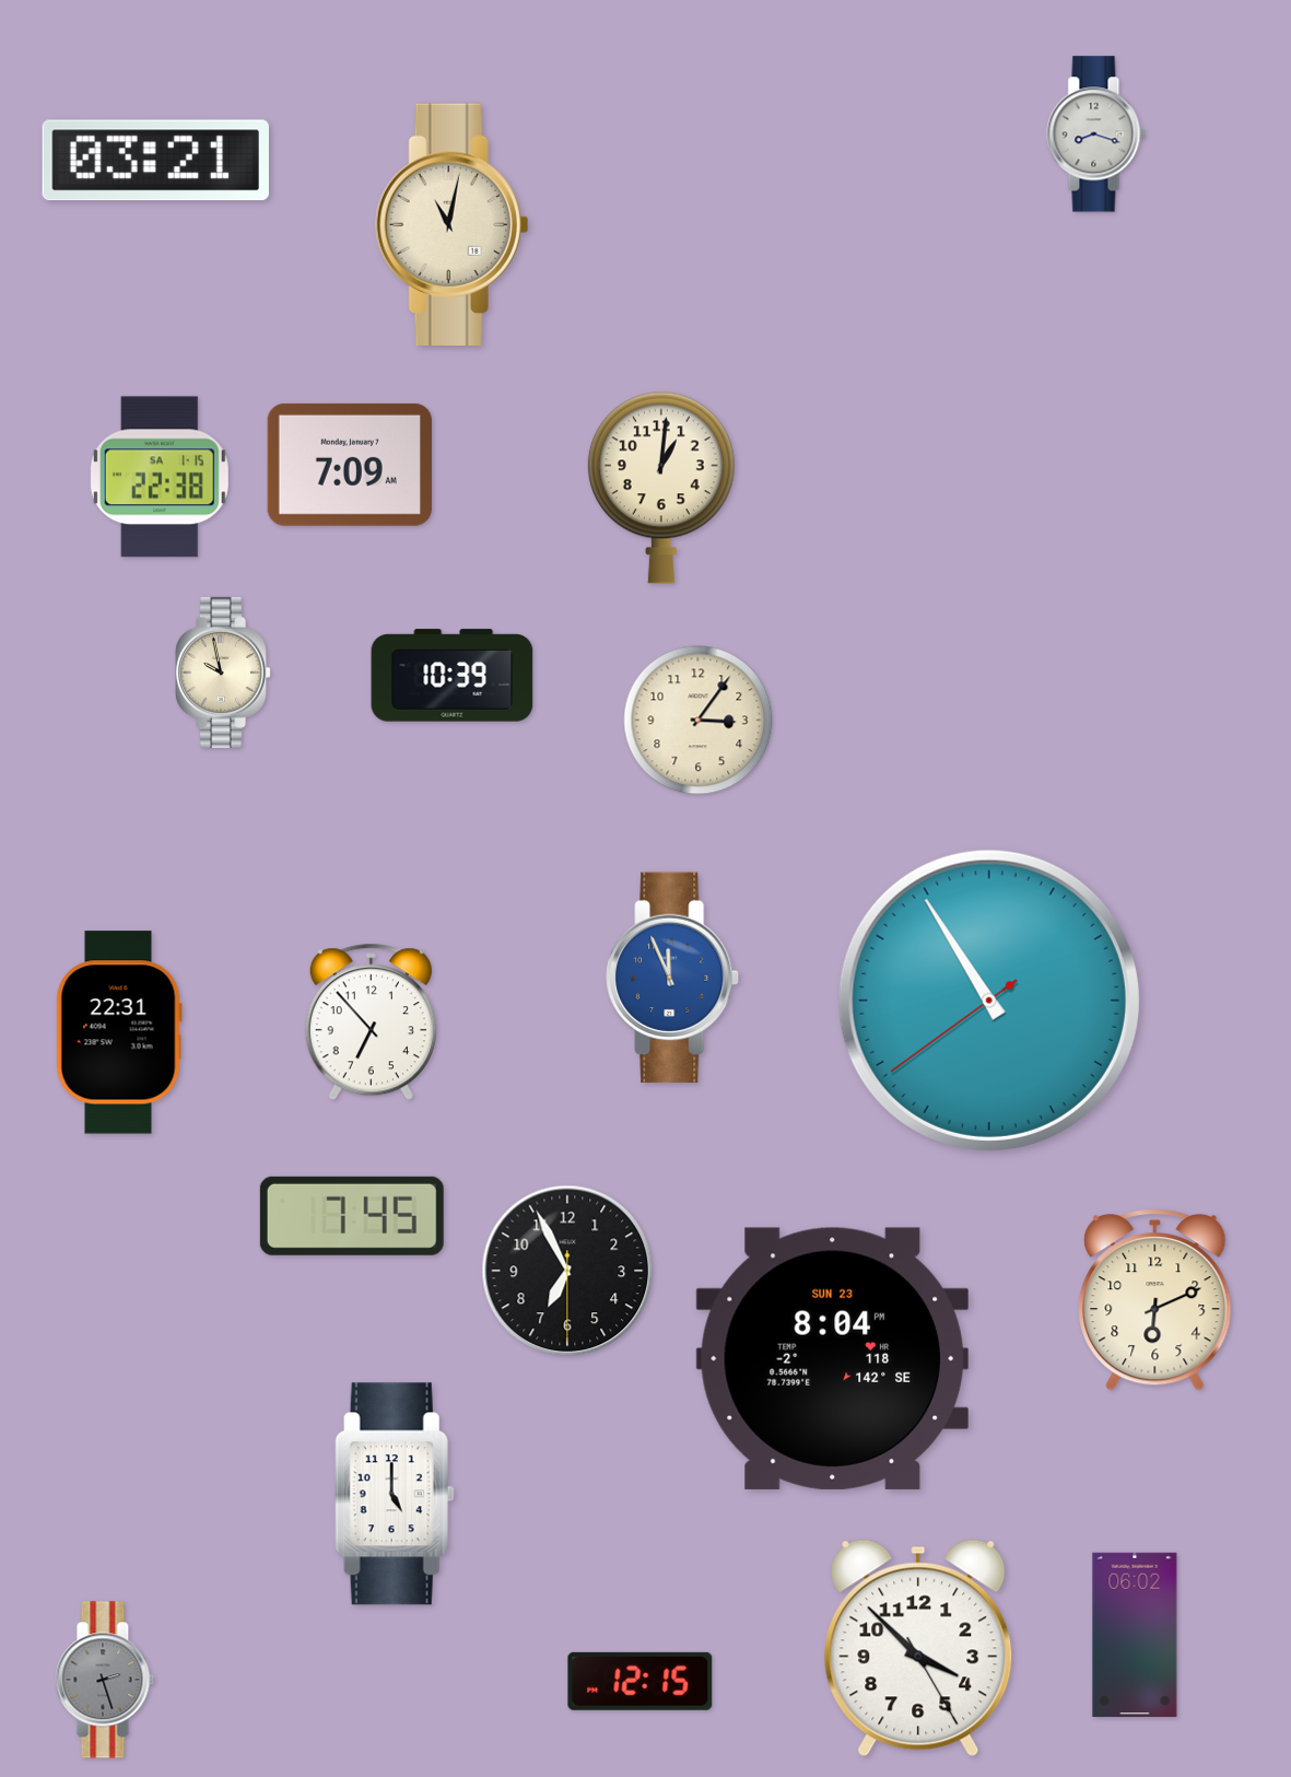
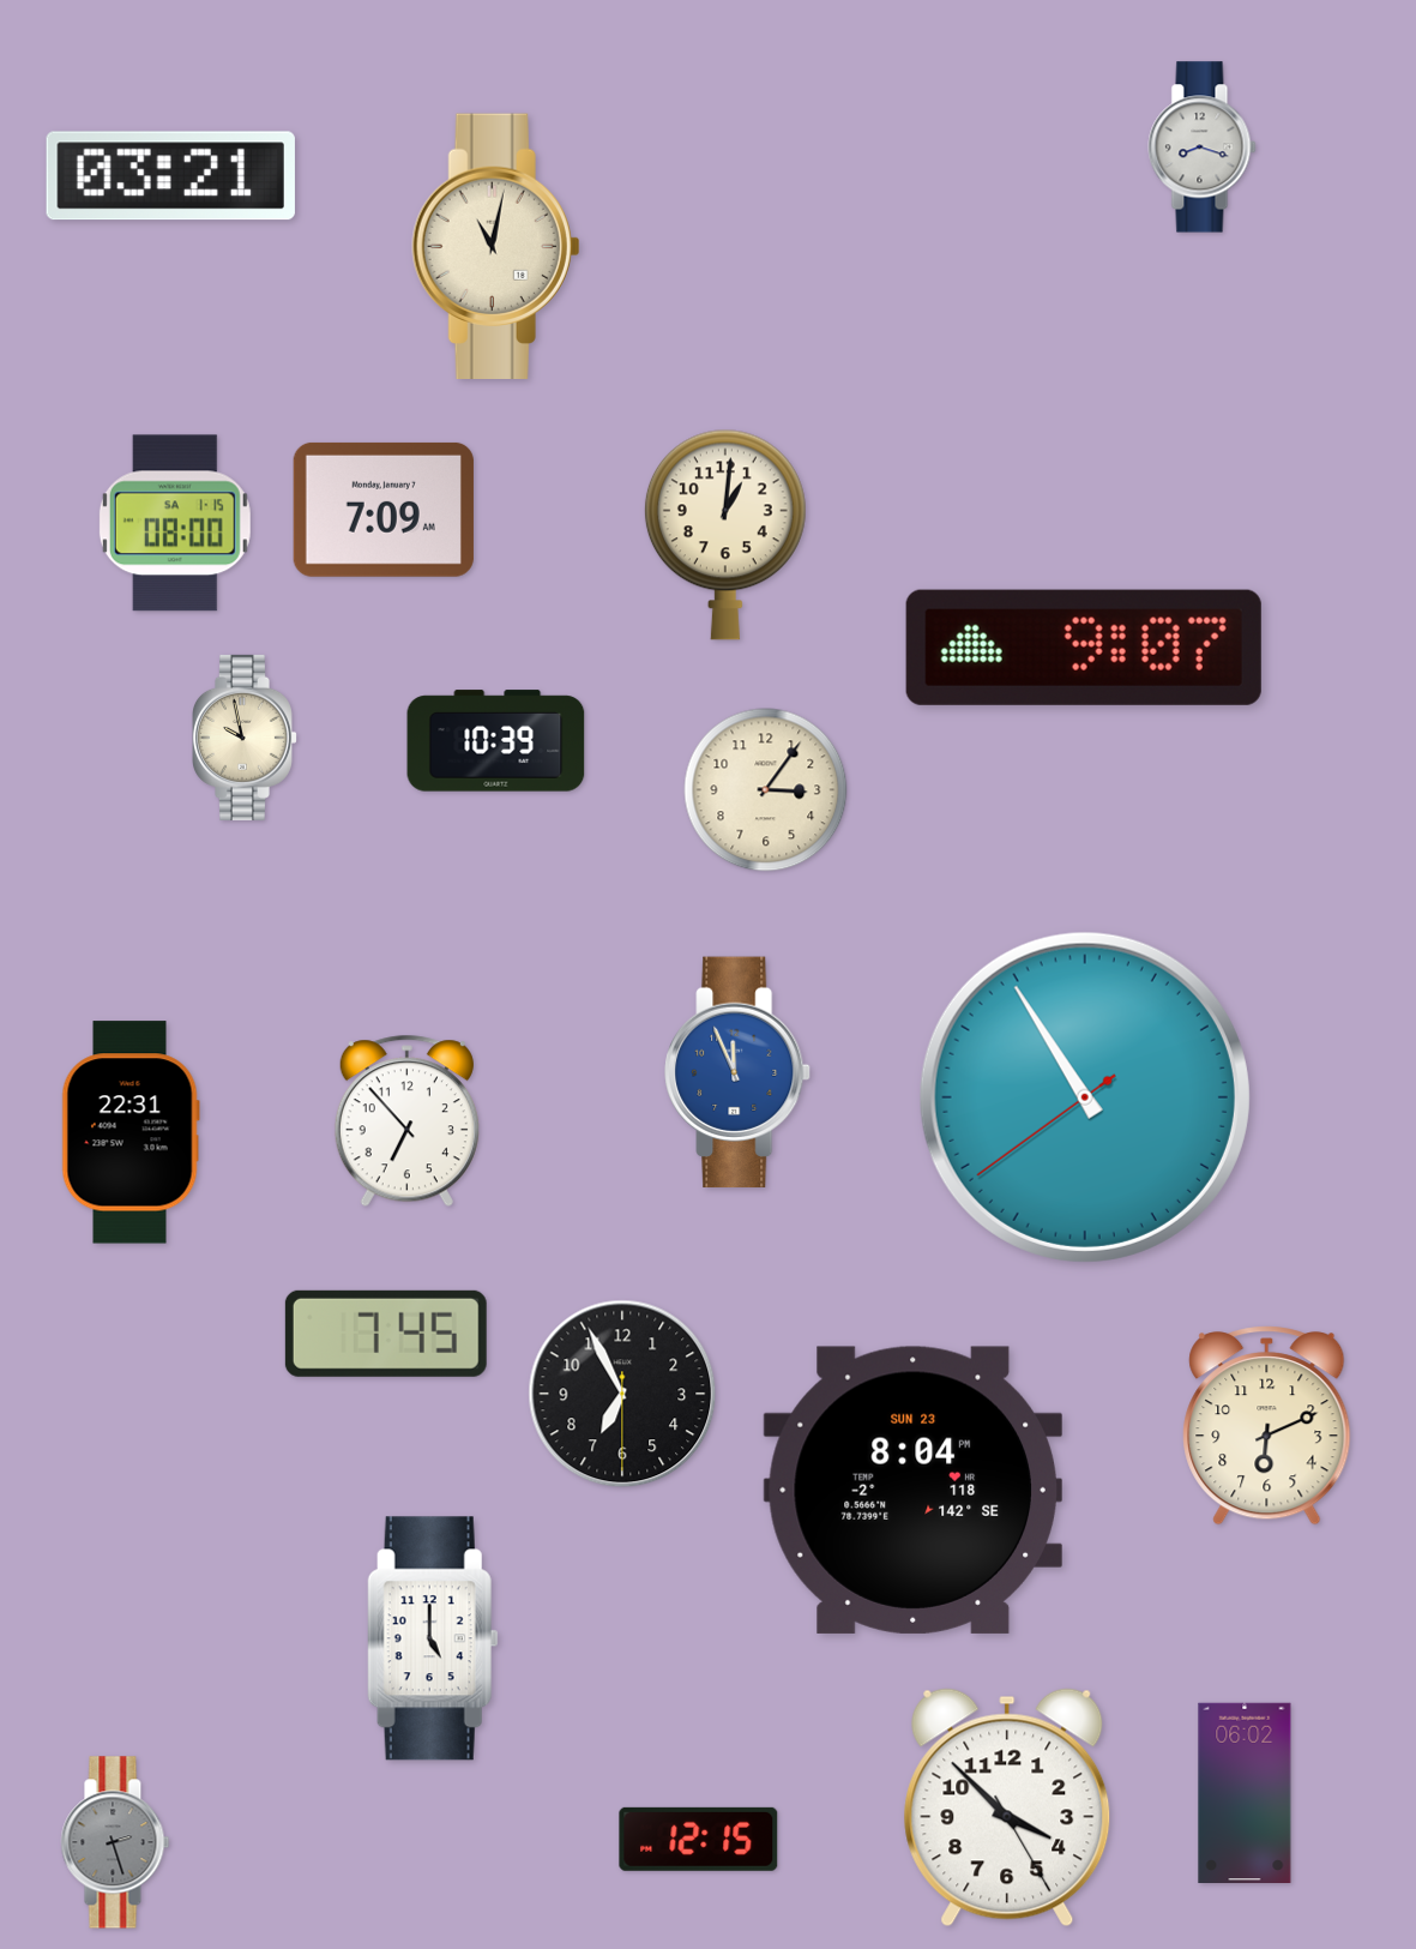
clock at (160, 477): 22:38 -> 08:00
clock at (1084, 648): none -> 9:07
clock at (641, 1681) position: (641, 1681) -> (699, 1839)
